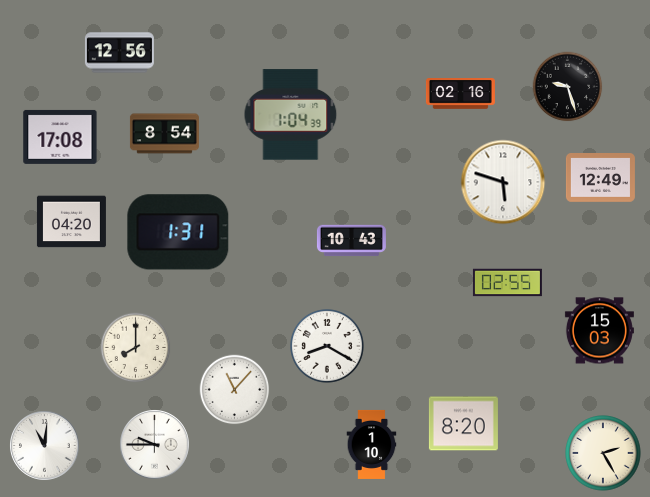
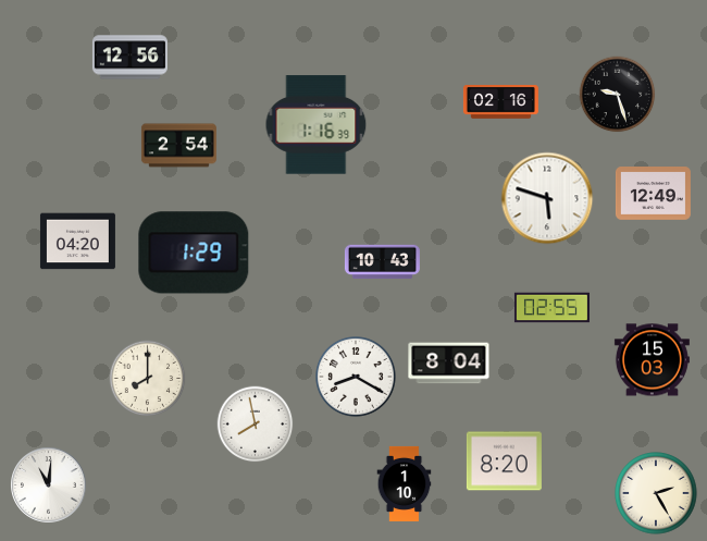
clock at (291, 115): 1:04 -> 1:16
clock at (164, 134): 8:54 -> 2:54
clock at (60, 137): 17:08 -> none
clock at (178, 232): 1:31 -> 1:29
clock at (449, 364): none -> 8:04
clock at (235, 390): 11:07 -> 7:58
clock at (155, 445): 9:45 -> none
